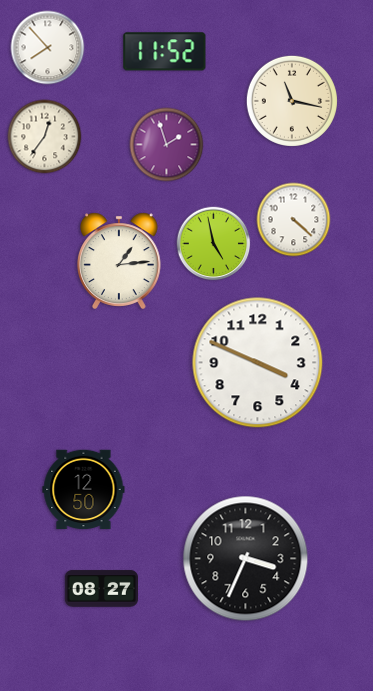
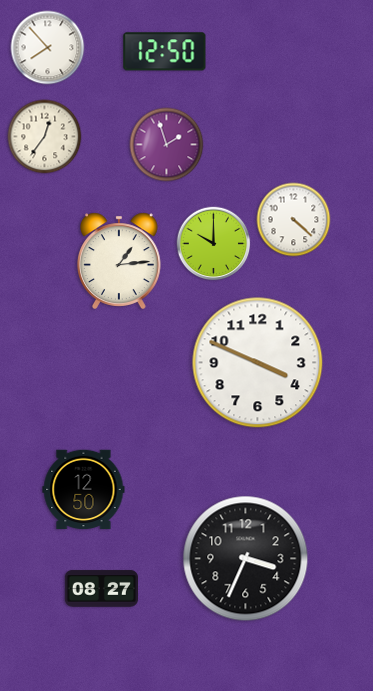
clock at (165, 52): 11:52 -> 12:50
clock at (292, 101): 11:17 -> none
clock at (214, 244): 4:58 -> 10:00
